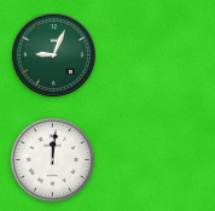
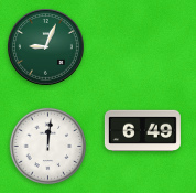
clock at (54, 55) position: (54, 55) -> (46, 47)
clock at (142, 130): none -> 6:49
